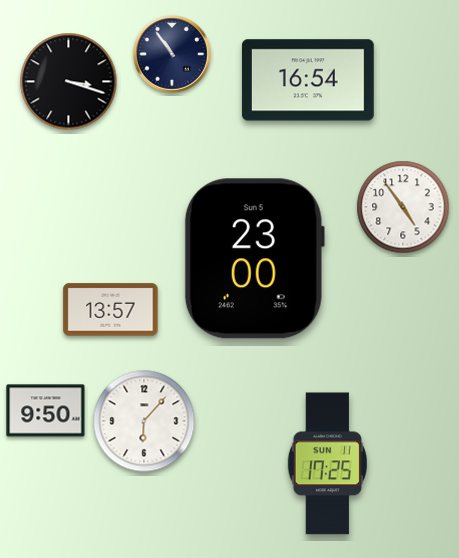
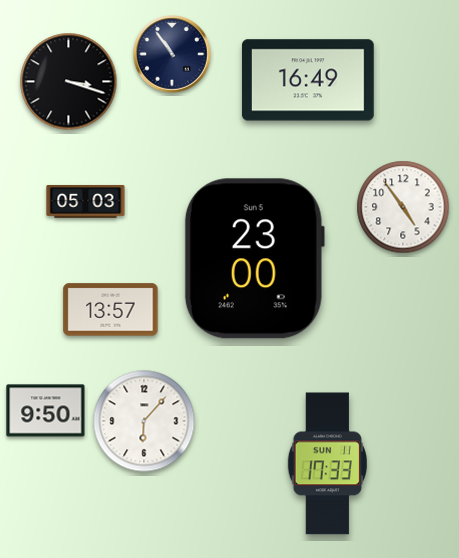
clock at (308, 80): 16:54 -> 16:49
clock at (86, 201): none -> 05:03
clock at (327, 464): 17:25 -> 17:33
